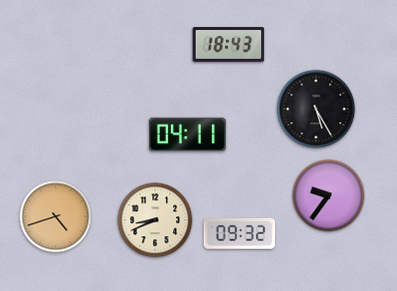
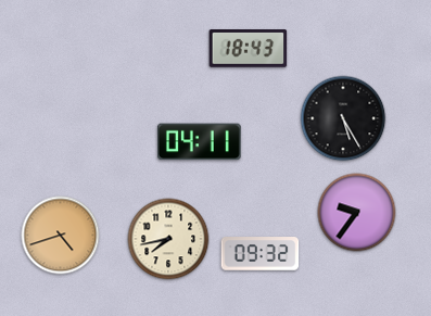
clock at (188, 135) position: (188, 135) -> (200, 142)
clock at (155, 220): 8:41 -> 7:43
